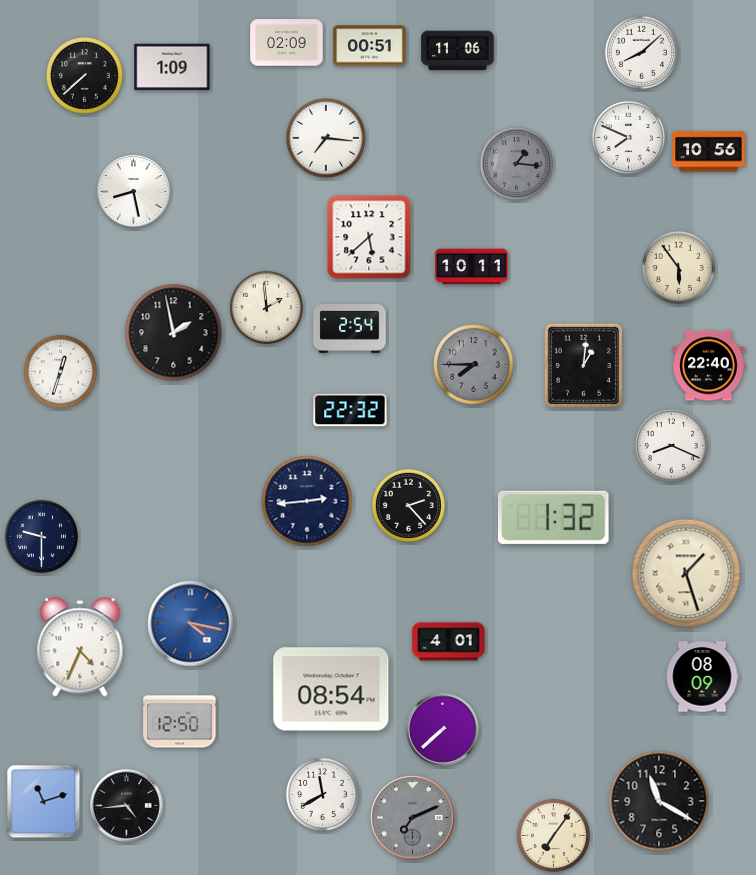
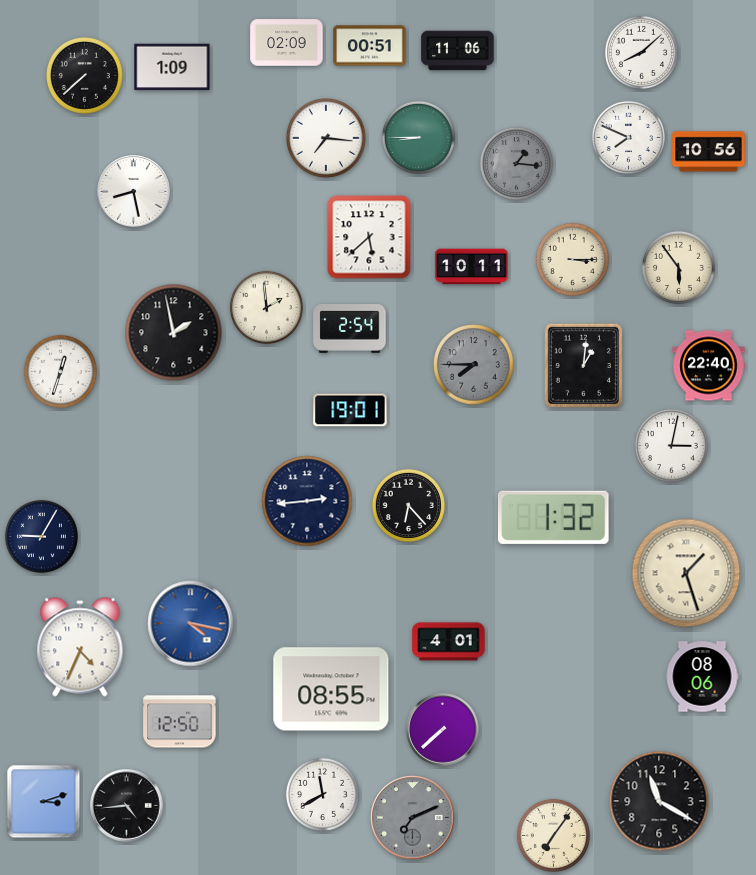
clock at (418, 137): none -> 8:45
clock at (572, 259): none -> 3:15
clock at (350, 410): 22:32 -> 19:01
clock at (671, 445): 8:19 -> 3:02
clock at (408, 505): 2:23 -> 6:23
clock at (41, 536): 9:30 -> 9:05
clock at (702, 677): 08:09 -> 08:06
clock at (331, 689): 08:54 -> 08:55
clock at (44, 802): 11:12 -> 3:12
